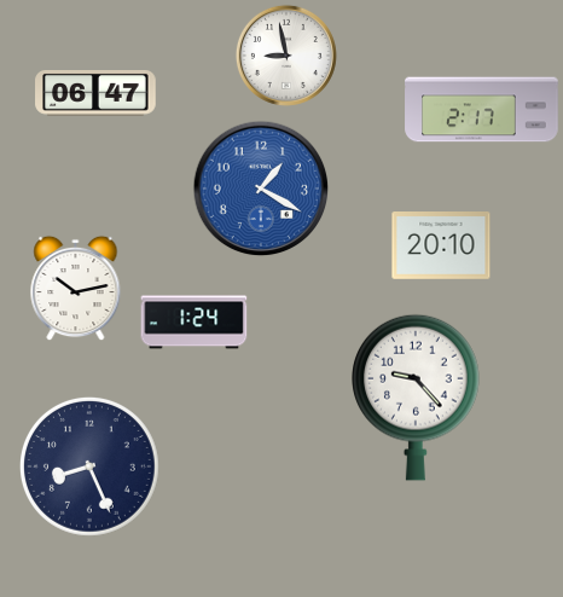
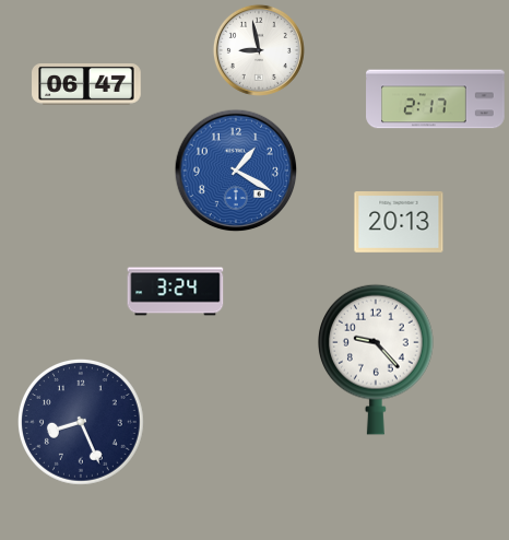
clock at (441, 247): 20:10 -> 20:13
clock at (76, 289): 10:13 -> none
clock at (195, 323): 1:24 -> 3:24
